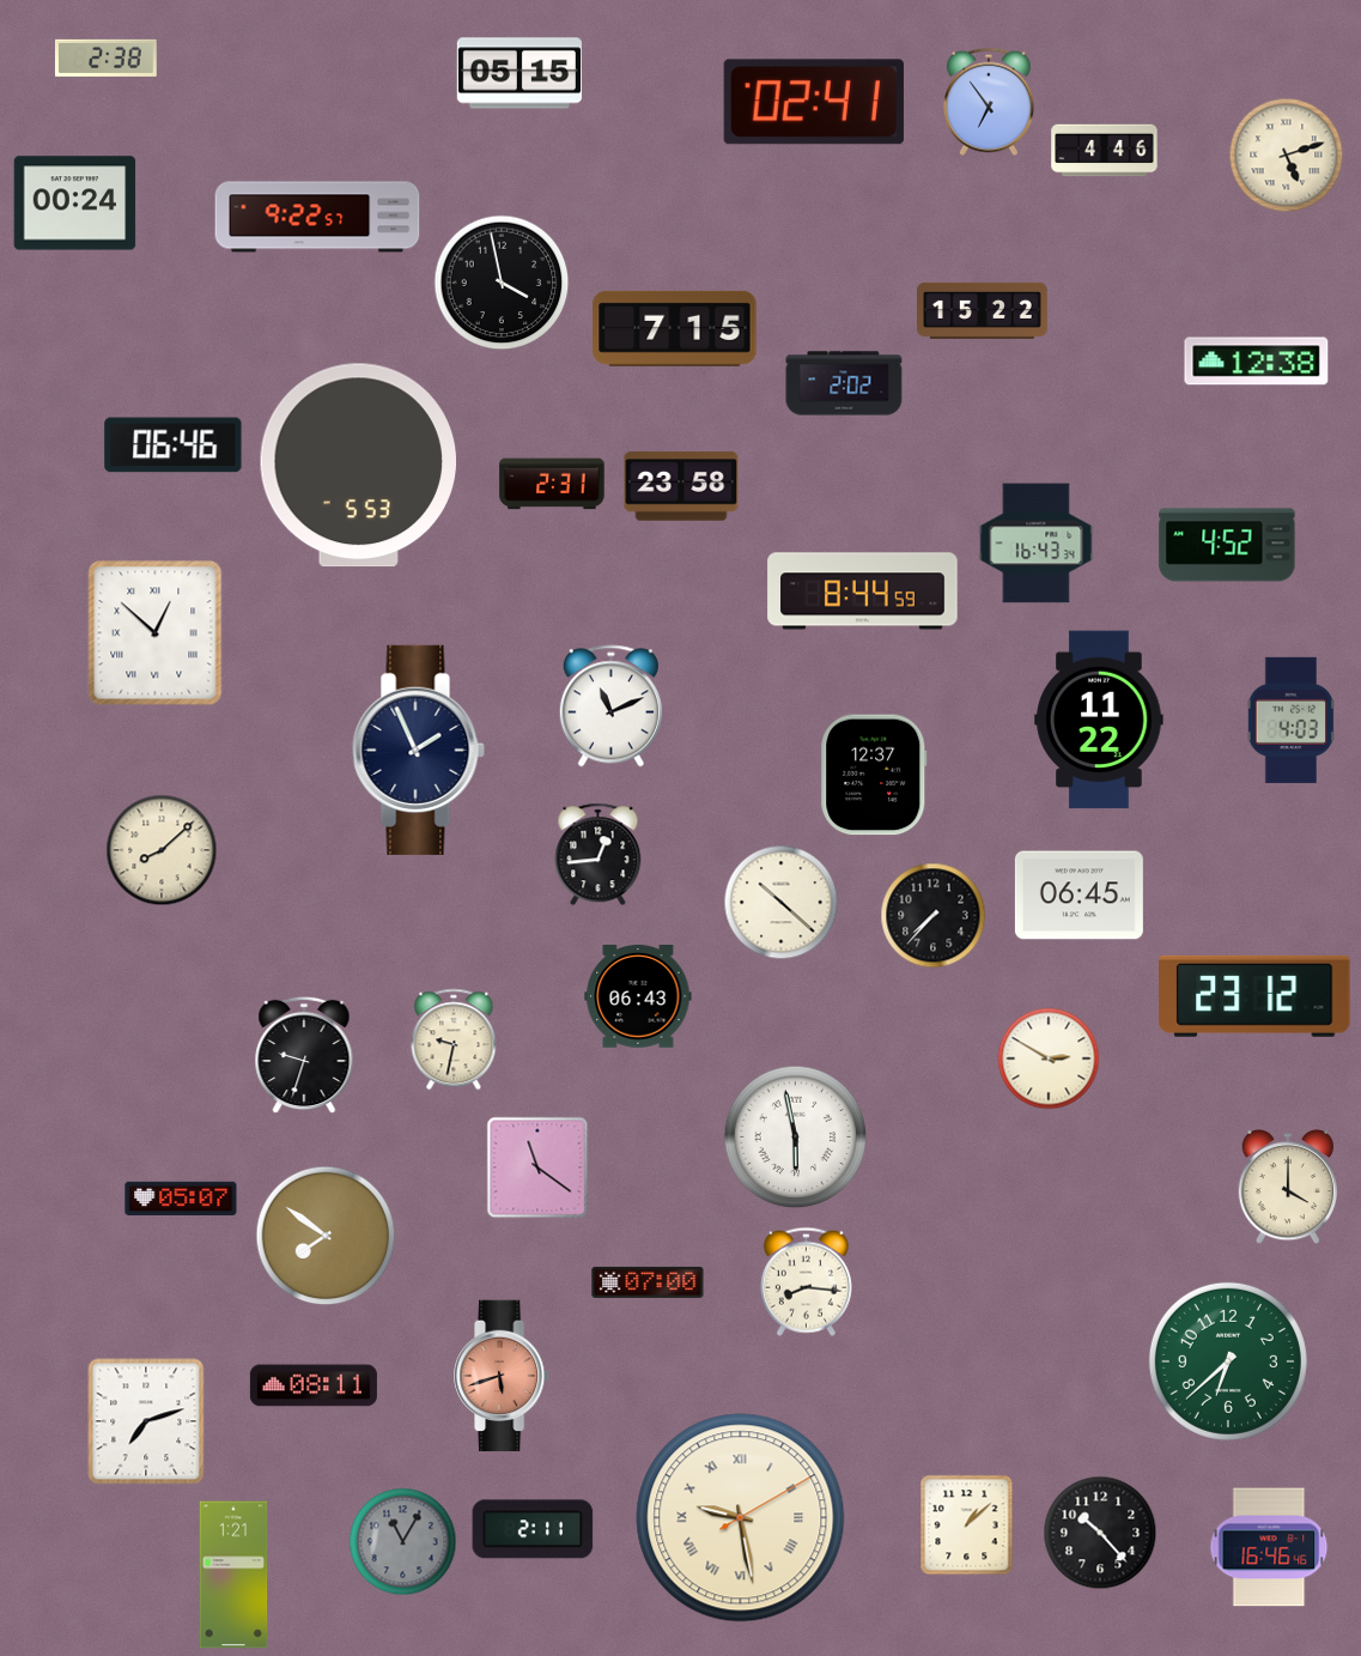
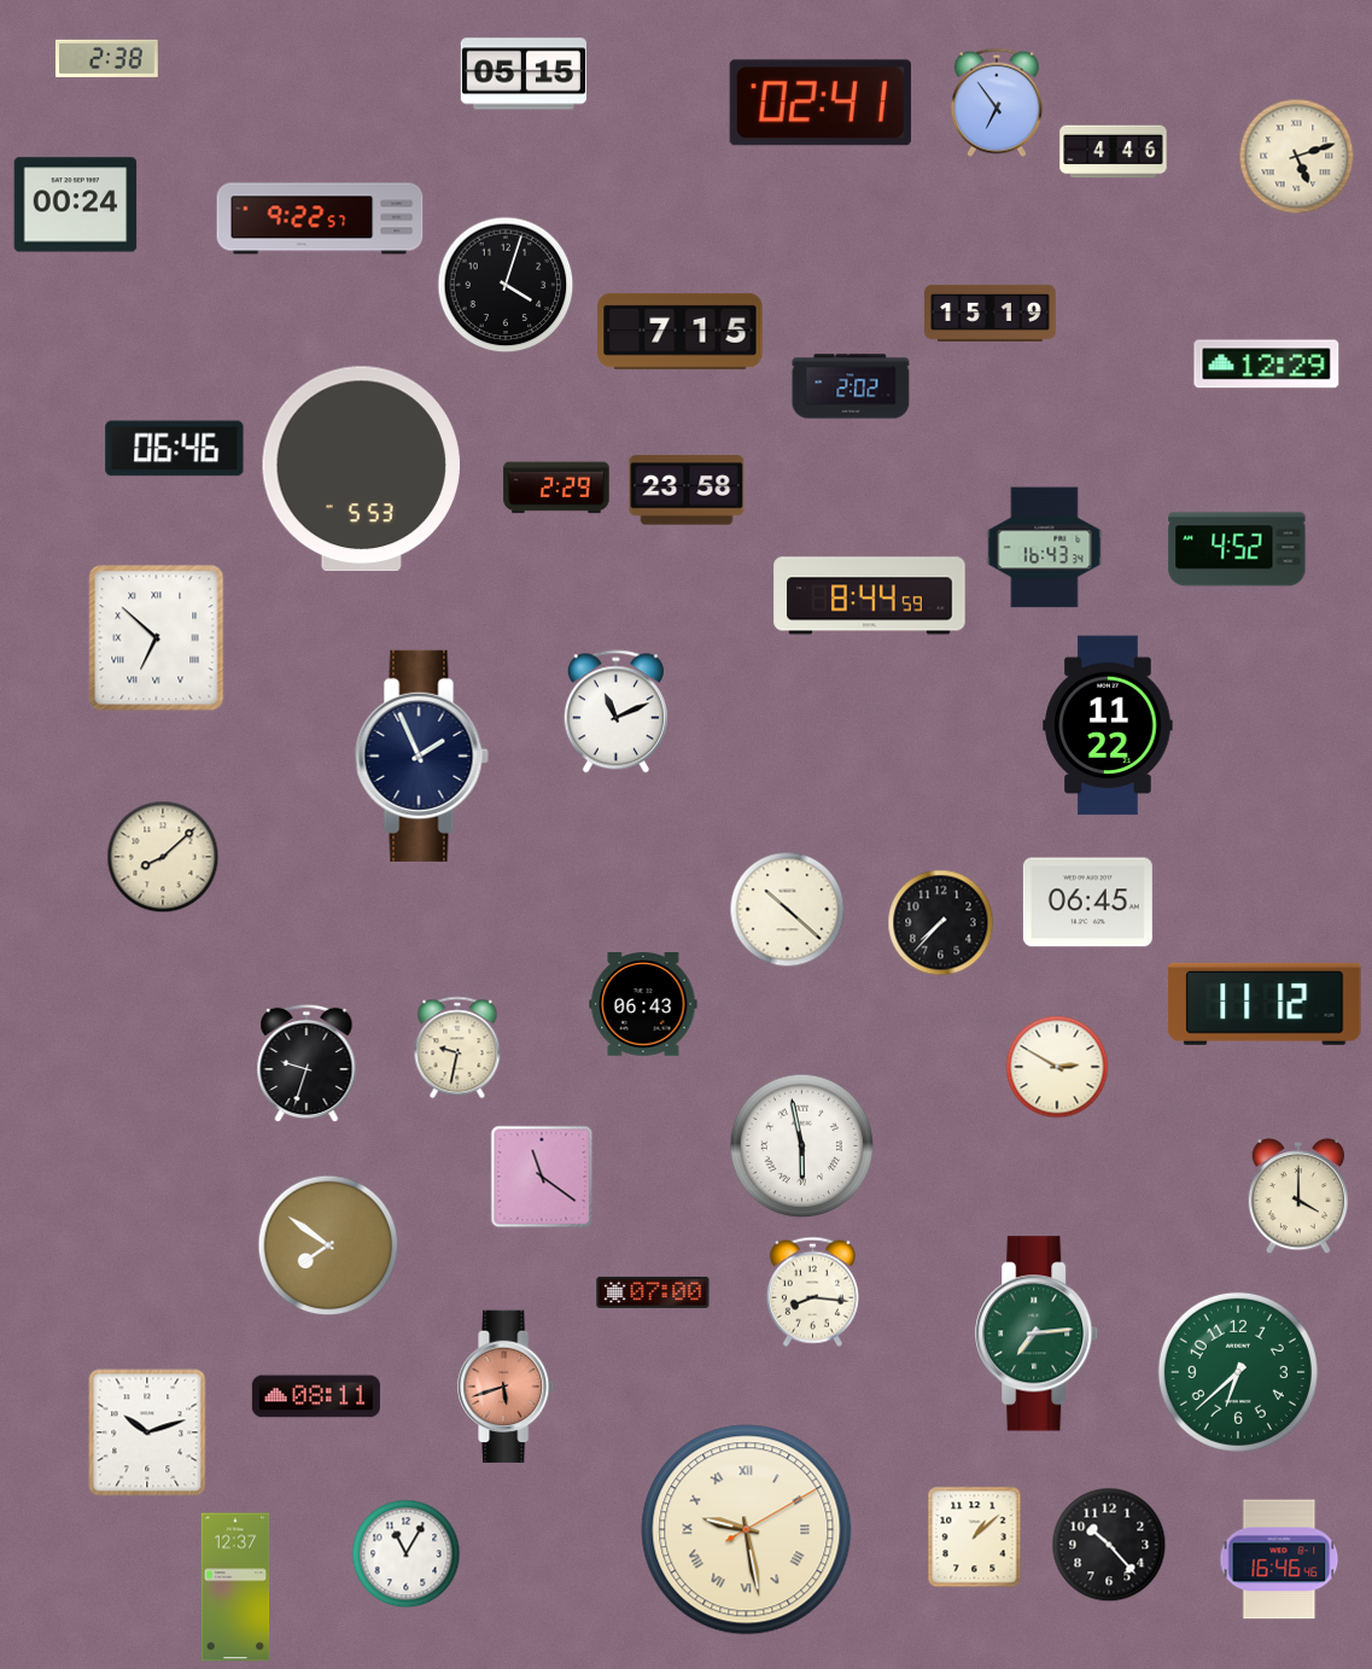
clock at (502, 283): 3:58 -> 4:03
clock at (983, 310): 15:22 -> 15:19
clock at (1257, 362): 12:38 -> 12:29
clock at (552, 484): 2:31 -> 2:29
clock at (156, 633): 12:52 -> 6:52
clock at (1290, 720): 4:03 -> none
clock at (874, 775): 12:37 -> none
clock at (599, 855): 12:44 -> none
clock at (1254, 996): 23:12 -> 11:12
clock at (181, 1197): 05:07 -> none
clock at (1038, 1334): none -> 7:14
clock at (146, 1421): 7:12 -> 10:12
clock at (533, 1529): 2:11 -> none
clock at (403, 1542) dial: grey -> white
clock at (233, 1575): 1:21 -> 12:37
